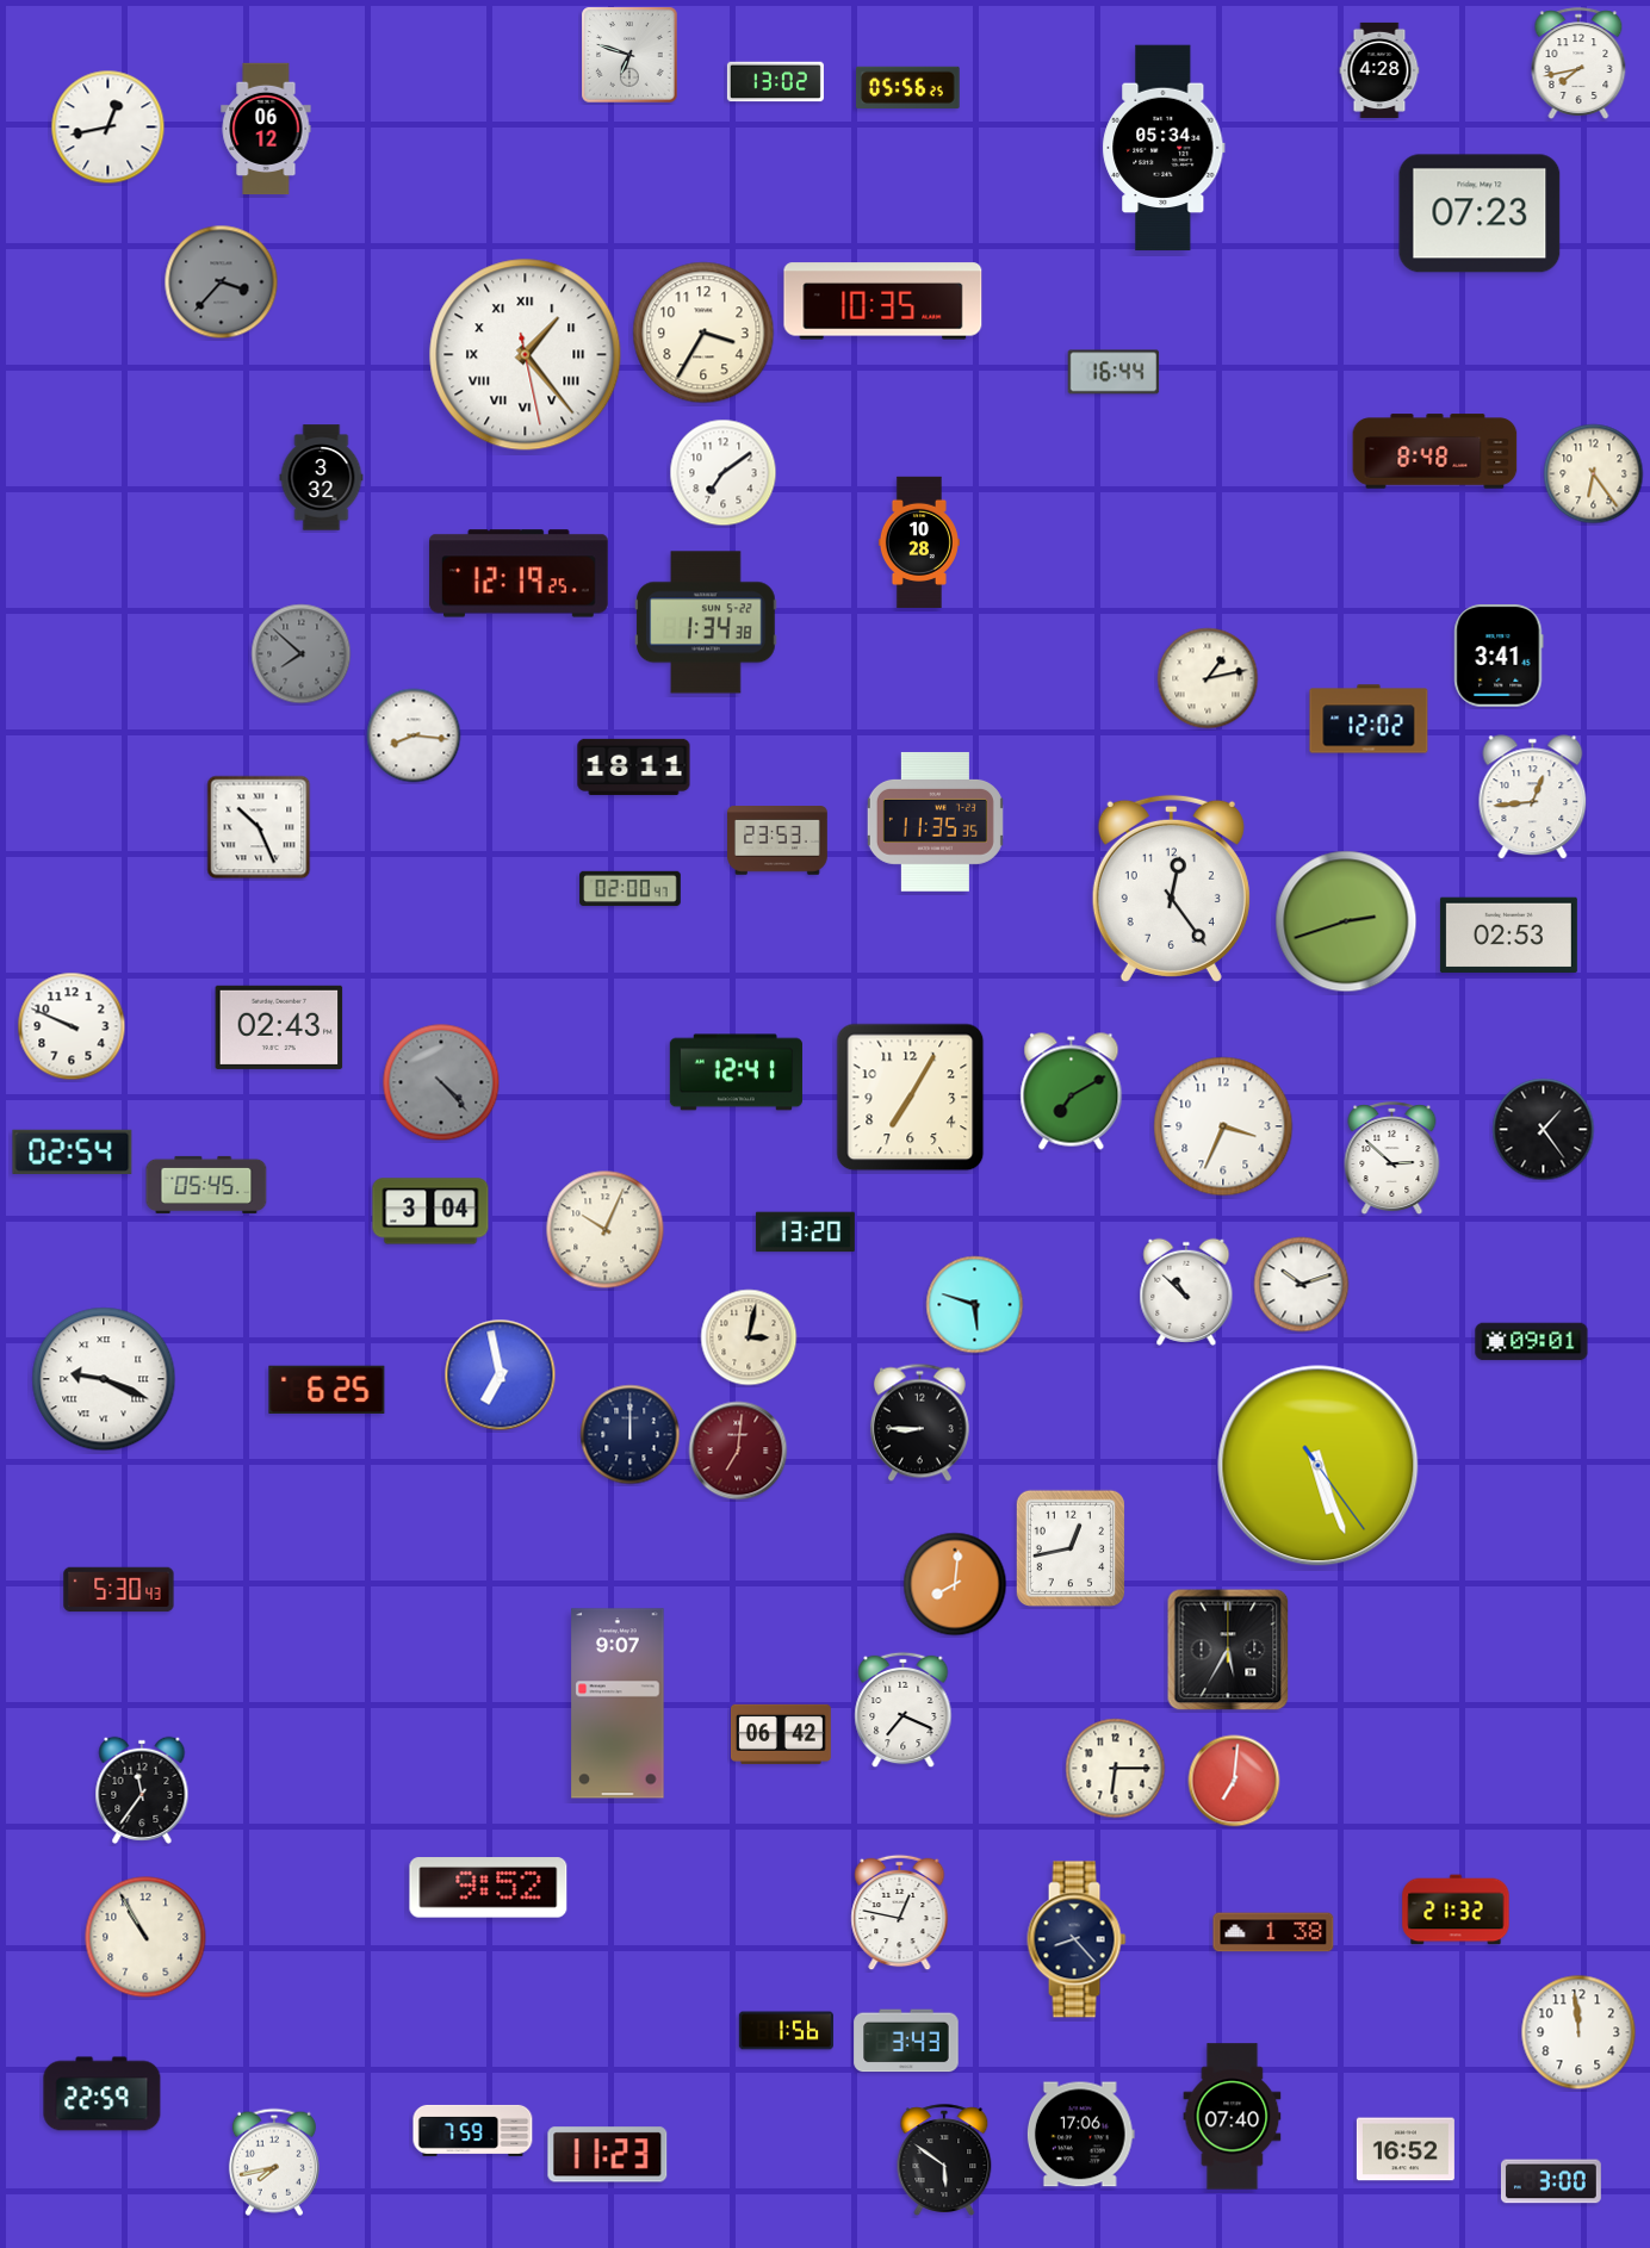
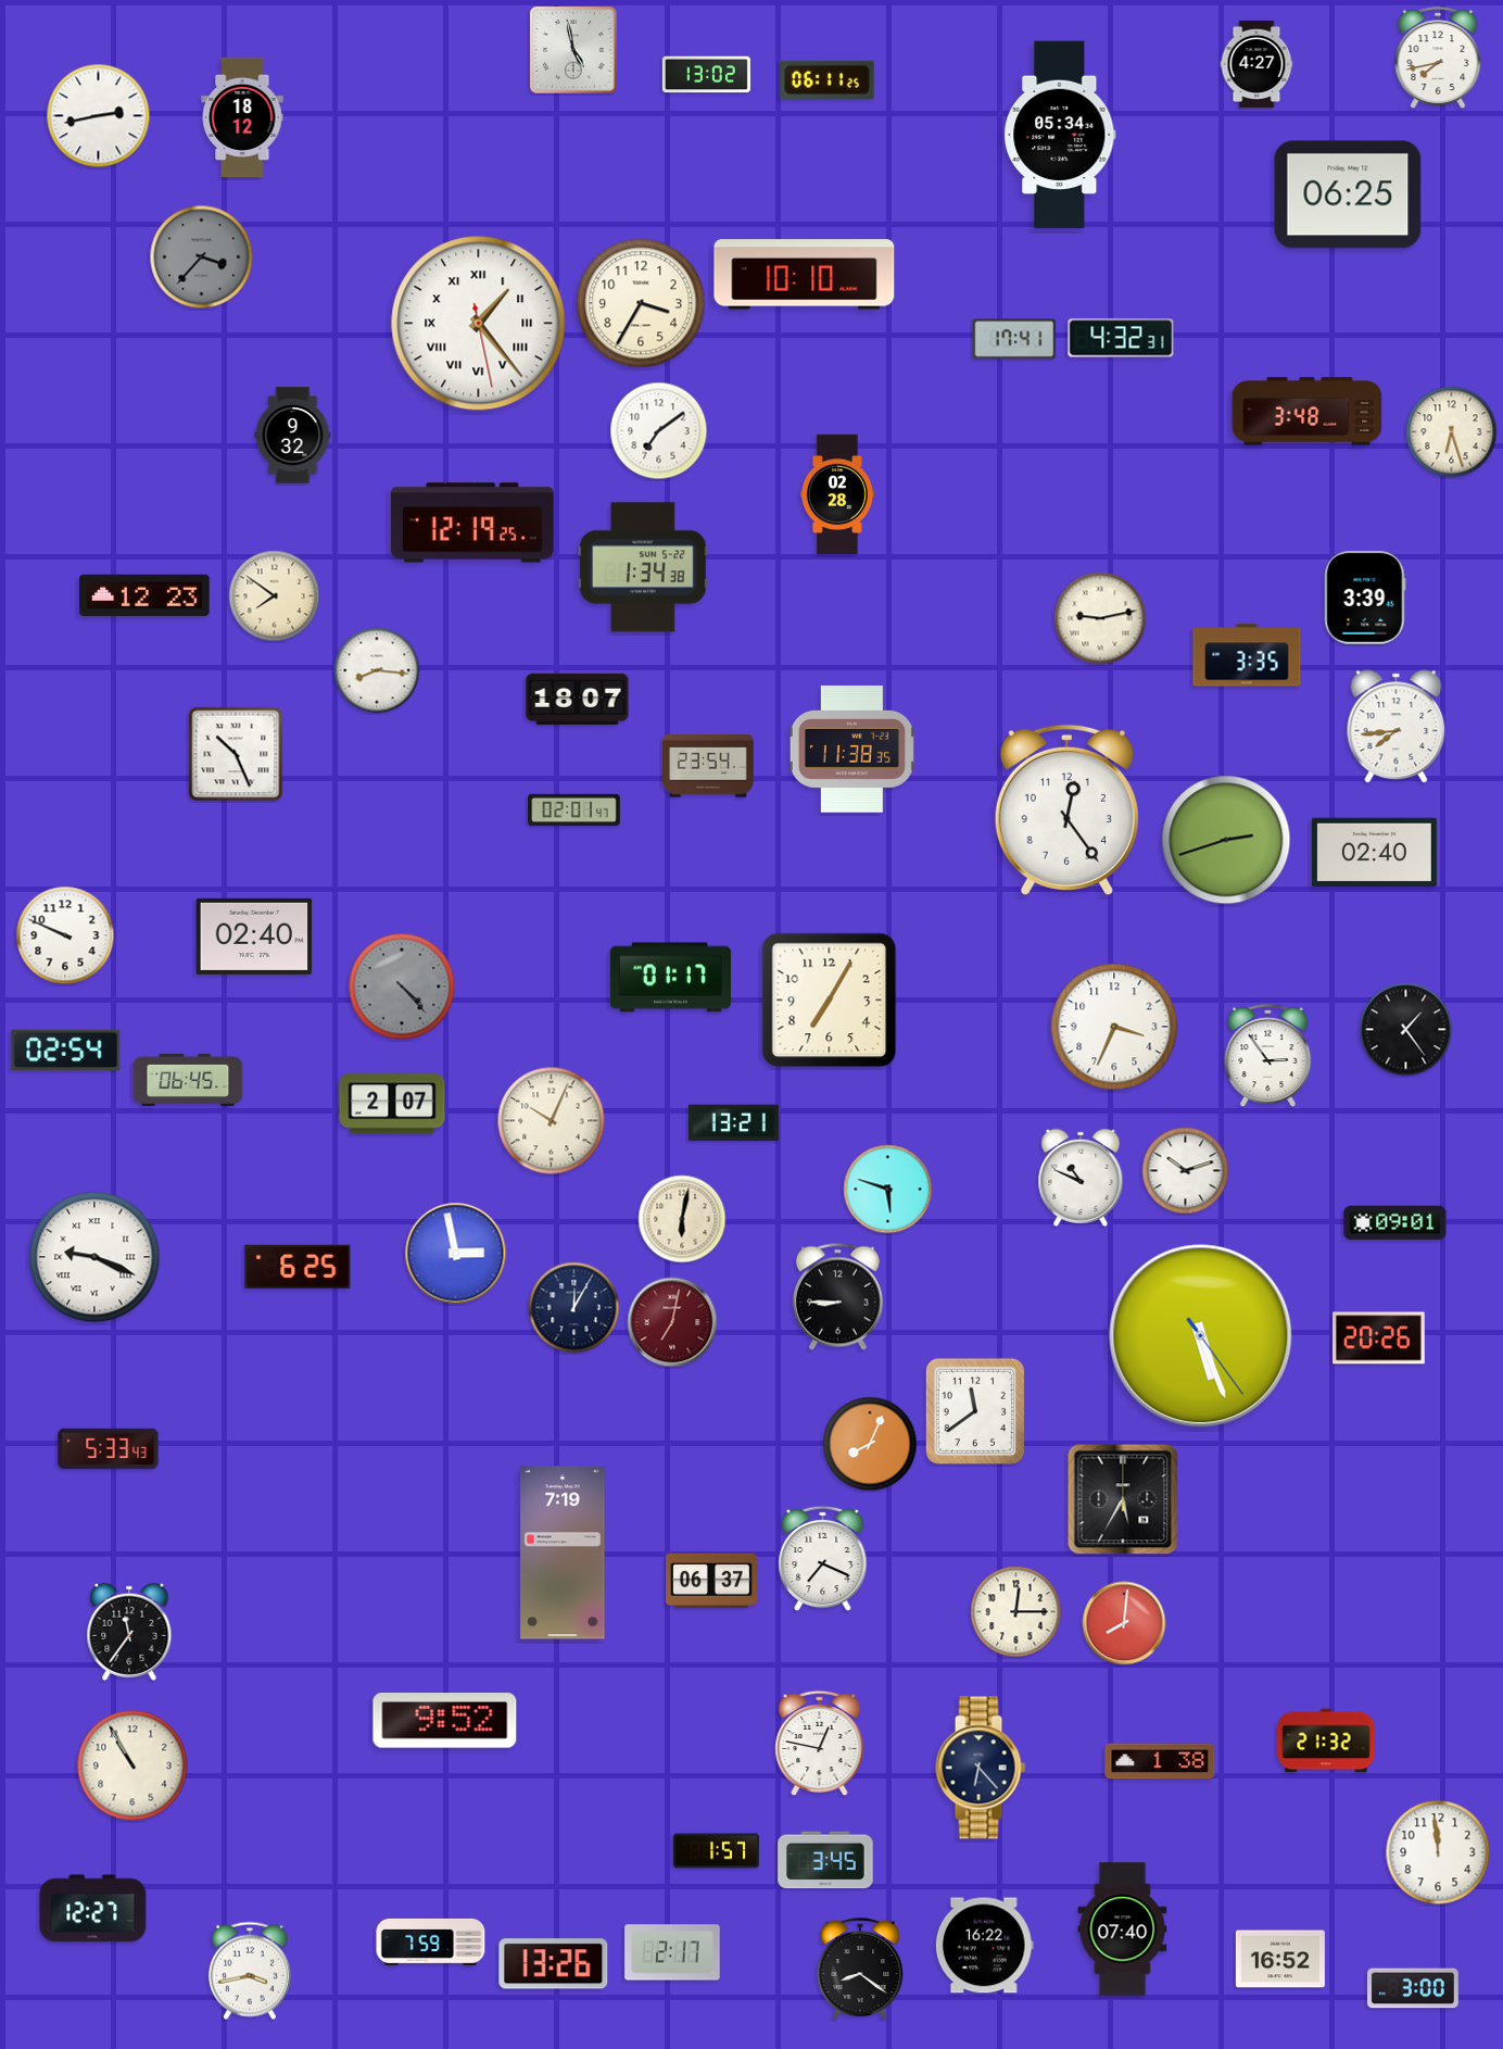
clock at (629, 55): 6:48 -> 4:58
clock at (1379, 70): 4:28 -> 4:27
clock at (908, 87): 05:56 -> 06:11
clock at (108, 128): 12:43 -> 2:43
clock at (266, 129): 06:12 -> 18:12
clock at (1480, 213): 07:23 -> 06:25
clock at (883, 302): 10:35 -> 10:10
clock at (1121, 338): none -> 4:32
clock at (1114, 372): 16:44 -> 17:41
clock at (1435, 452): 8:48 -> 3:48
clock at (1594, 474): 6:24 -> 6:27
clock at (322, 478): 3:32 -> 9:32
clock at (919, 542): 10:28 -> 02:28
clock at (144, 594): none -> 12:23
clock at (302, 654): 7:52 -> 7:51
clock at (302, 654) dial: grey -> cream
clock at (1499, 656): 3:41 -> 3:39
clock at (1208, 678): 1:13 -> 9:13
clock at (1369, 719): 12:02 -> 3:35
clock at (634, 766): 18:11 -> 18:07
clock at (1533, 797): 12:44 -> 7:44
clock at (935, 821): 11:35 -> 11:38
clock at (779, 840): 23:53 -> 23:54
clock at (631, 889): 02:00 -> 02:01
clock at (1508, 936): 02:53 -> 02:40
clock at (279, 1027): 02:43 -> 02:40
clock at (736, 1073): 12:41 -> 01:17
clock at (1072, 1092): 7:10 -> none
clock at (1392, 1159): 2:52 -> 2:54
clock at (206, 1185): 05:45 -> 06:45
clock at (430, 1211): 3:04 -> 2:07
clock at (805, 1232): 13:20 -> 13:21
clock at (1186, 1292): 10:52 -> 10:49
clock at (749, 1337): 3:02 -> 6:02
clock at (501, 1375): 6:58 -> 2:58
clock at (631, 1435): 12:00 -> 12:05
clock at (738, 1451): 7:01 -> 7:02
clock at (1379, 1338): none -> 20:26
clock at (1069, 1547): 12:43 -> 11:39
clock at (955, 1584): 8:01 -> 8:04
clock at (119, 1590): 5:30 -> 5:33
clock at (1228, 1650) position: (1228, 1650) -> (1123, 1499)
clock at (618, 1703): 9:07 -> 7:19
clock at (781, 1734): 06:42 -> 06:37
clock at (1116, 1769): 6:15 -> 12:15
clock at (1234, 1781): 7:01 -> 8:01
clock at (1077, 1939): 8:23 -> 6:23
clock at (786, 2031): 1:56 -> 1:57
clock at (906, 2041): 3:43 -> 3:45
clock at (103, 2094): 22:59 -> 12:27
clock at (1080, 2135): 17:06 -> 16:22
clock at (672, 1952): none -> 2:17
clock at (608, 2155): 11:23 -> 13:26
clock at (944, 2160): 5:51 -> 8:21
clock at (274, 2162): 7:43 -> 3:43
